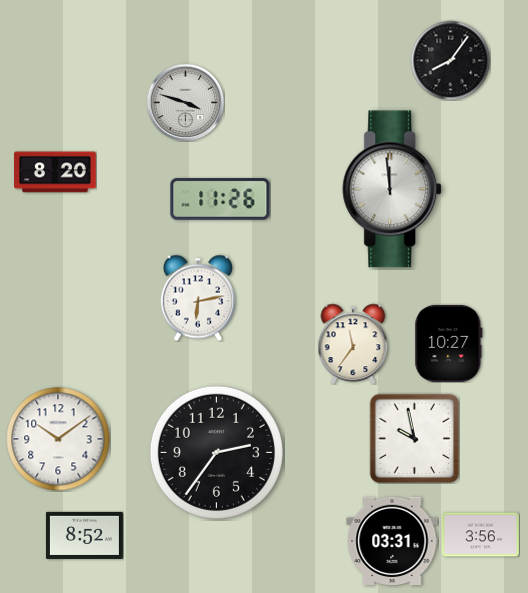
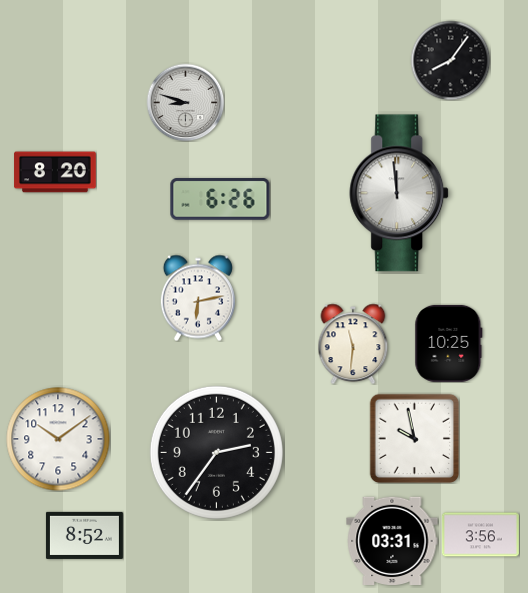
clock at (185, 102): 3:48 -> 8:48
clock at (393, 189) position: (393, 189) -> (400, 193)
clock at (220, 199): 11:26 -> 6:26
clock at (449, 343): 10:27 -> 10:25
clock at (353, 344): 11:36 -> 11:31
